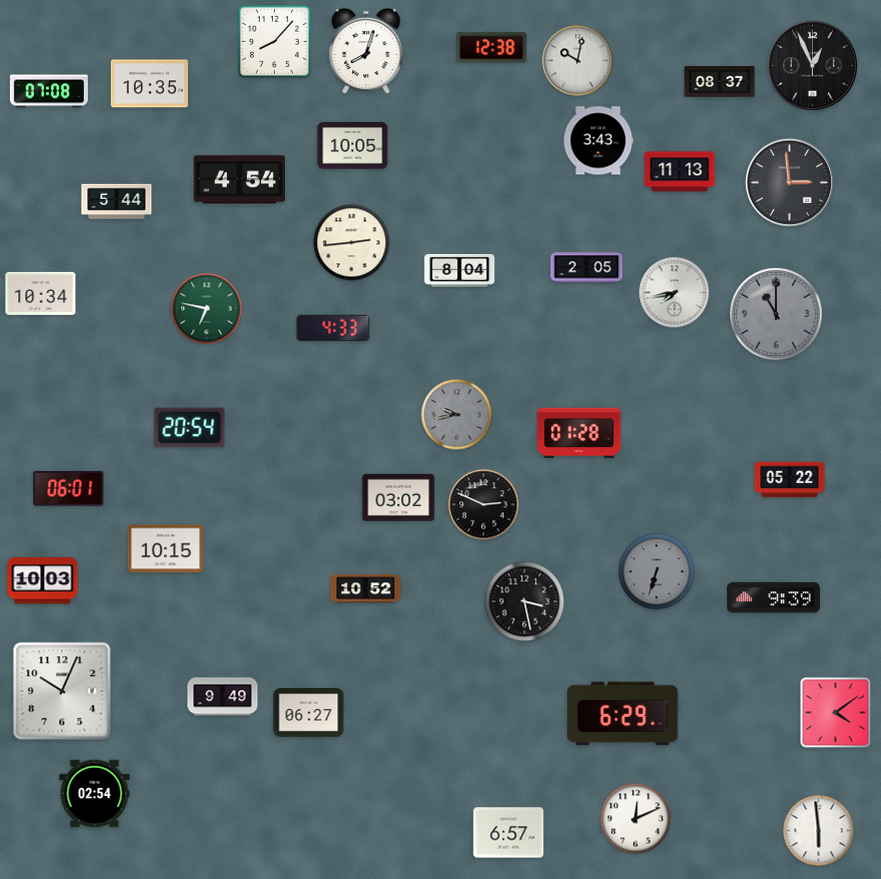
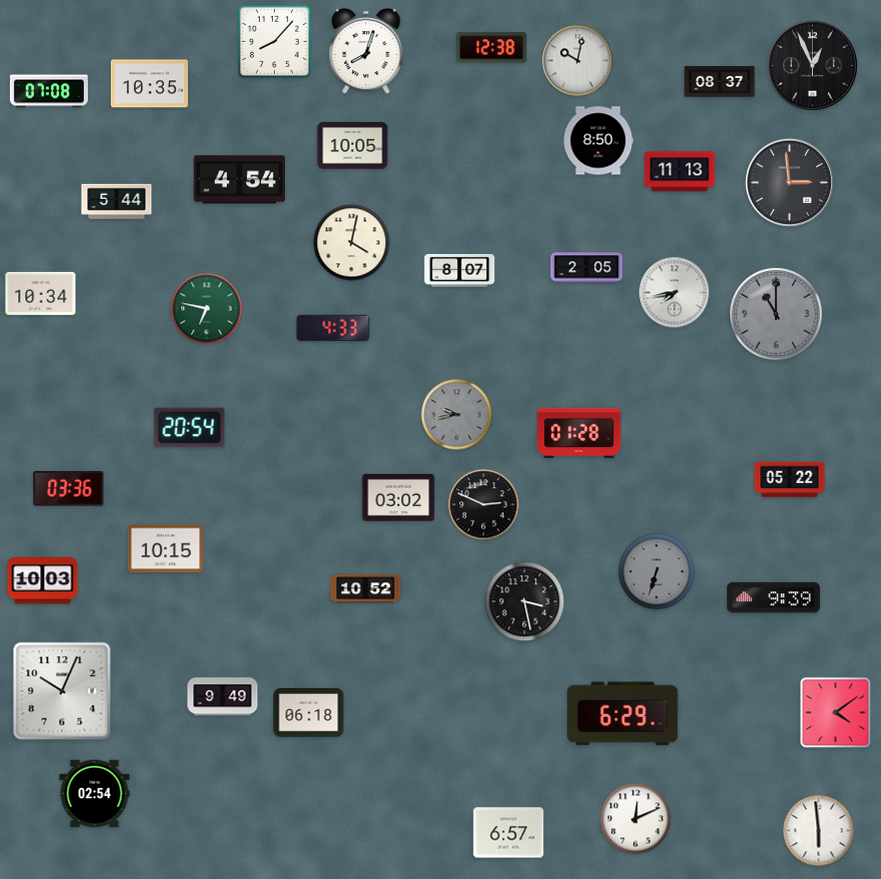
clock at (598, 141): 3:43 -> 8:50
clock at (352, 243): 2:44 -> 4:02
clock at (460, 271): 8:04 -> 8:07
clock at (69, 489): 06:01 -> 03:36
clock at (309, 713): 06:27 -> 06:18
